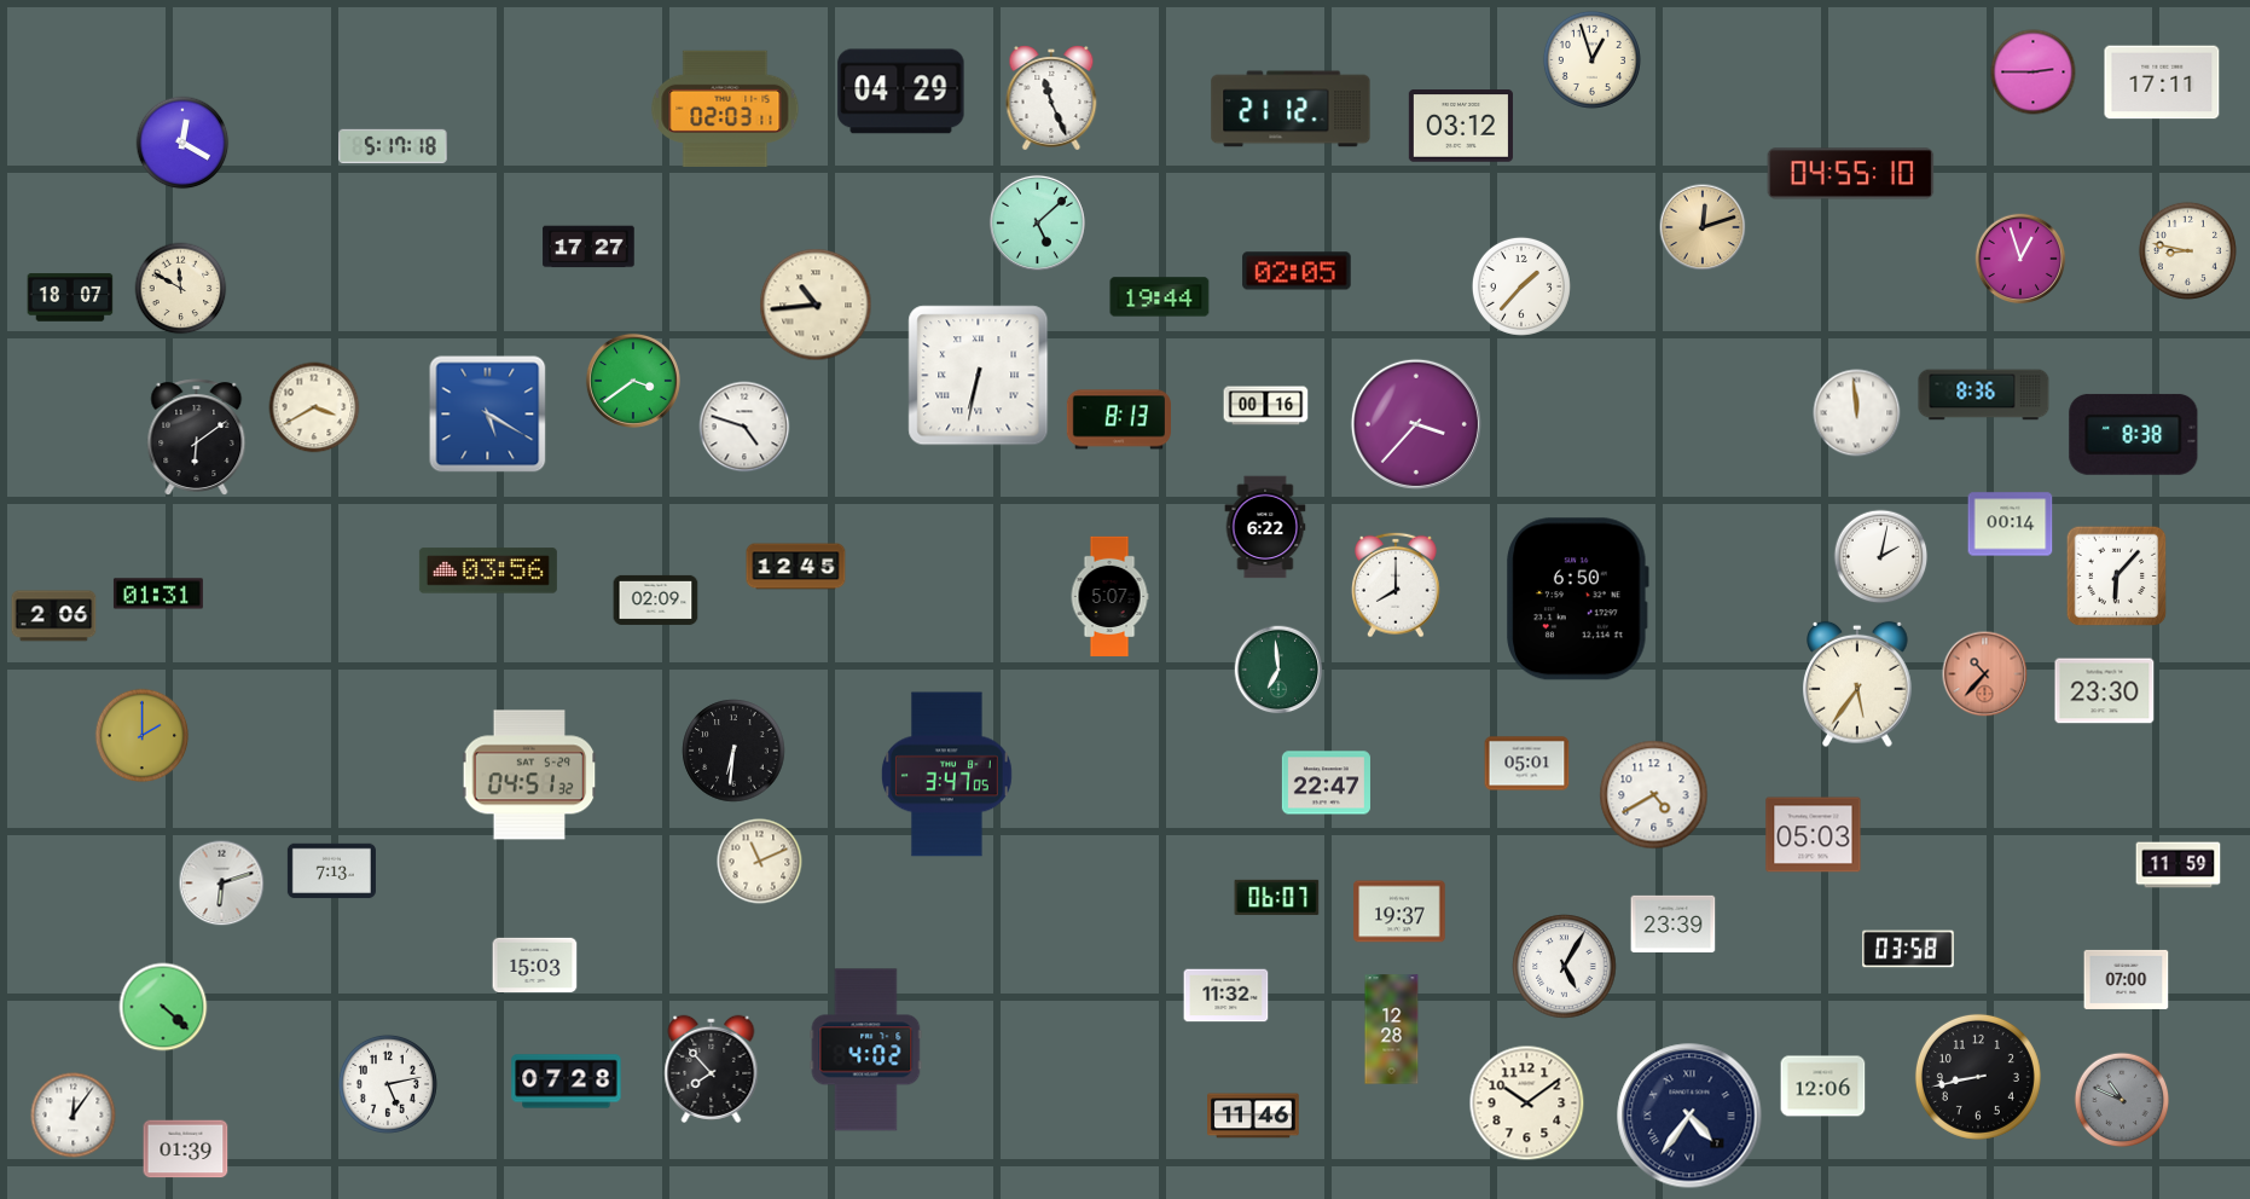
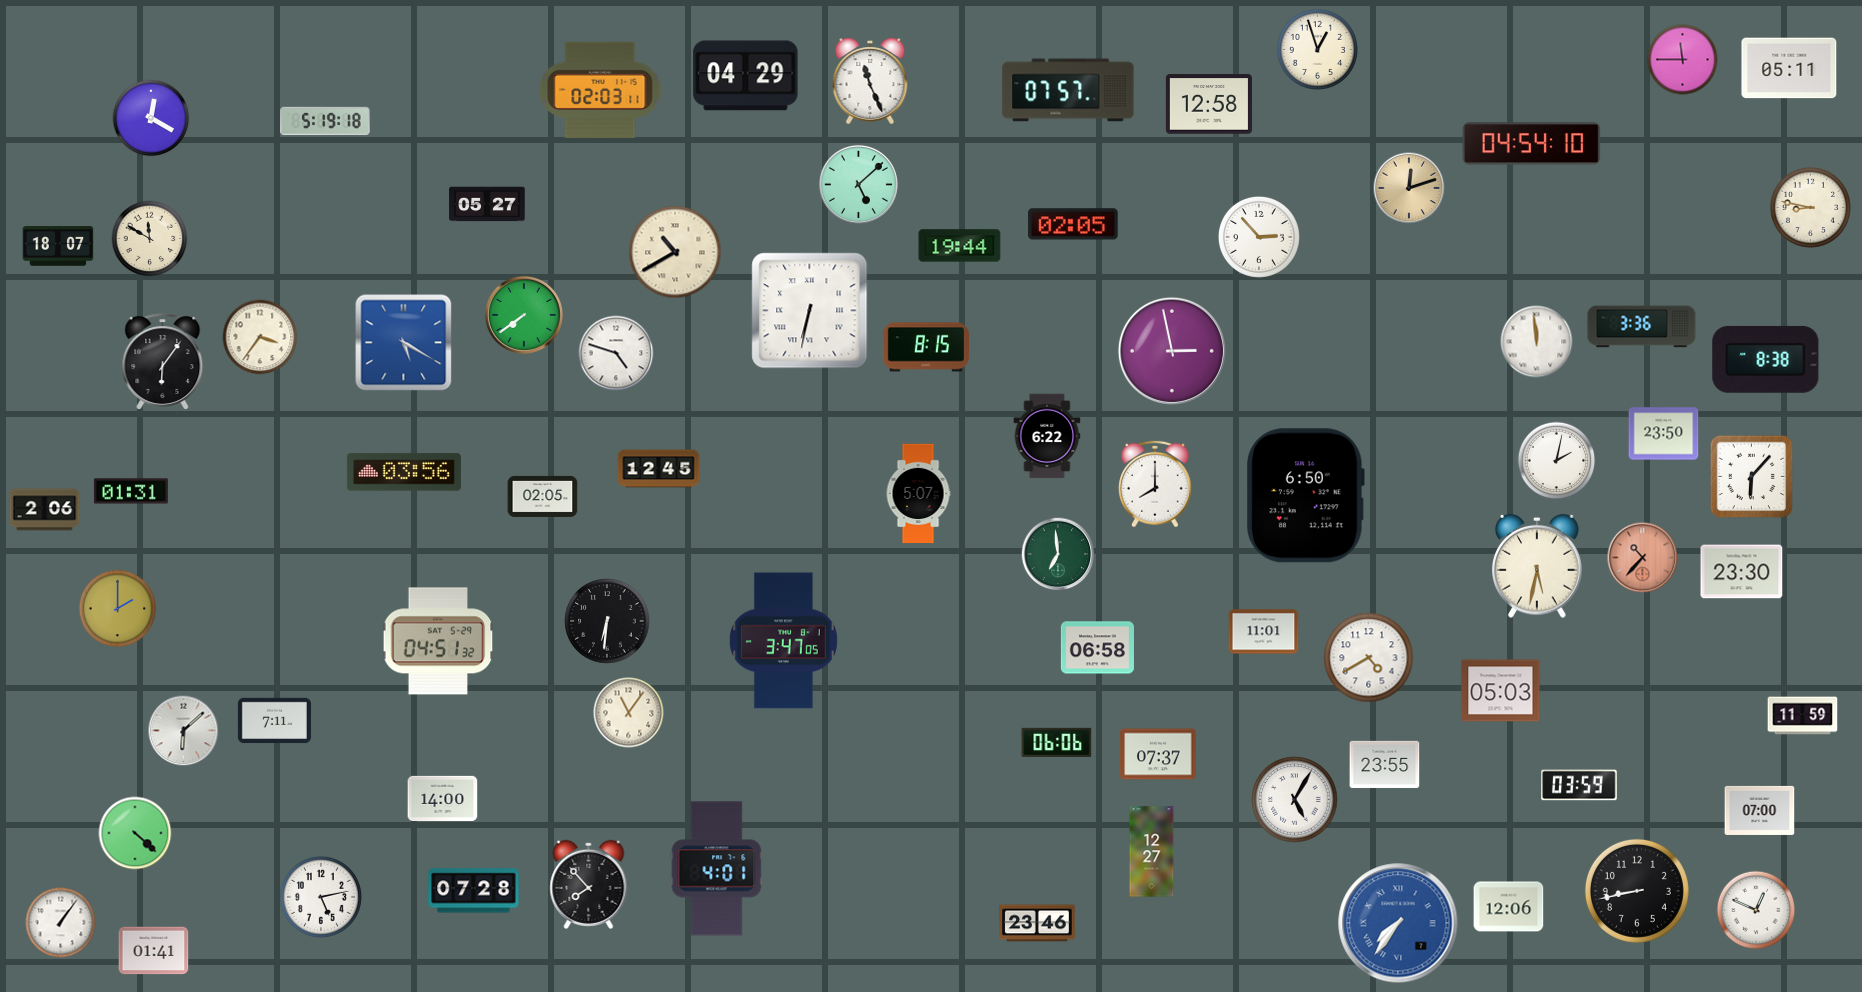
clock at (2034, 73): 2:45 -> 11:45
clock at (2162, 82): 17:11 -> 05:11
clock at (1291, 109): 21:12 -> 07:57
clock at (1461, 126): 03:12 -> 12:58
clock at (393, 146): 5:17 -> 5:19
clock at (1851, 174): 04:55 -> 04:54
clock at (588, 247): 17:27 -> 05:27
clock at (2020, 259): 12:57 -> none
clock at (1521, 286): 1:37 -> 2:53
clock at (816, 305): 10:44 -> 10:40
clock at (633, 381): 3:39 -> 7:39
clock at (1984, 395): 8:36 -> 3:36
clock at (1266, 406): 00:16 -> none
clock at (314, 407): 3:40 -> 3:36
clock at (1119, 419): 8:13 -> 8:15
clock at (1416, 424): 3:37 -> 2:58
clock at (197, 438): 6:09 -> 6:06
clock at (2011, 525): 00:14 -> 23:50
clock at (656, 599): 02:09 -> 02:05
clock at (1858, 684): 5:36 -> 5:32
clock at (1527, 764): 05:01 -> 11:01
clock at (1326, 783): 22:47 -> 06:58
clock at (760, 862): 11:11 -> 11:06
clock at (331, 871): 7:13 -> 7:11
clock at (222, 884): 6:12 -> 6:08
clock at (1277, 897): 06:07 -> 06:06
clock at (1399, 911): 19:37 -> 07:37
clock at (1674, 923): 23:39 -> 23:55
clock at (1908, 949): 03:58 -> 03:59
clock at (535, 965): 15:03 -> 14:00
clock at (1227, 996): 11:32 -> none
clock at (1392, 1030): 12:28 -> 12:27
clock at (866, 1050): 4:02 -> 4:01
clock at (567, 1082) position: (567, 1082) -> (474, 891)
clock at (1823, 1087) position: (1823, 1087) -> (1509, 907)
clock at (2122, 1100): 10:49 -> 12:49
clock at (2122, 1100) dial: grey -> white
clock at (1527, 1104): 10:09 -> none
clock at (74, 1116): 12:06 -> 1:06
clock at (1253, 1116): 11:46 -> 23:46
clock at (1689, 1116): 4:36 -> 7:36
clock at (1689, 1116) dial: navy -> blue
clock at (186, 1149): 01:39 -> 01:41
